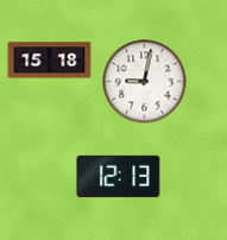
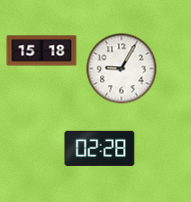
clock at (145, 82): 9:02 -> 9:05
clock at (119, 176): 12:13 -> 02:28
